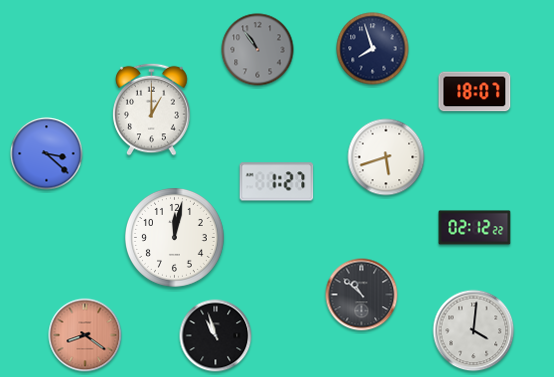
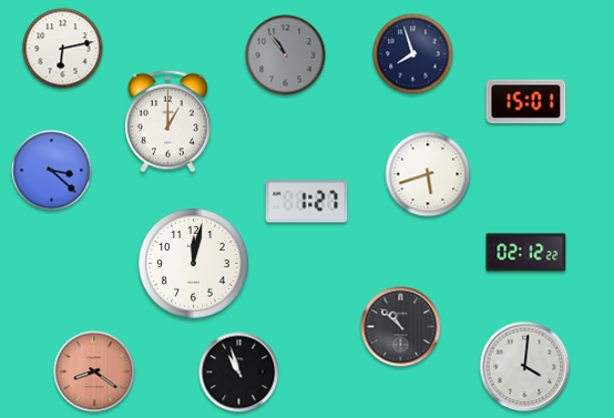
clock at (63, 49): none -> 6:13
clock at (475, 92): 18:07 -> 15:01
